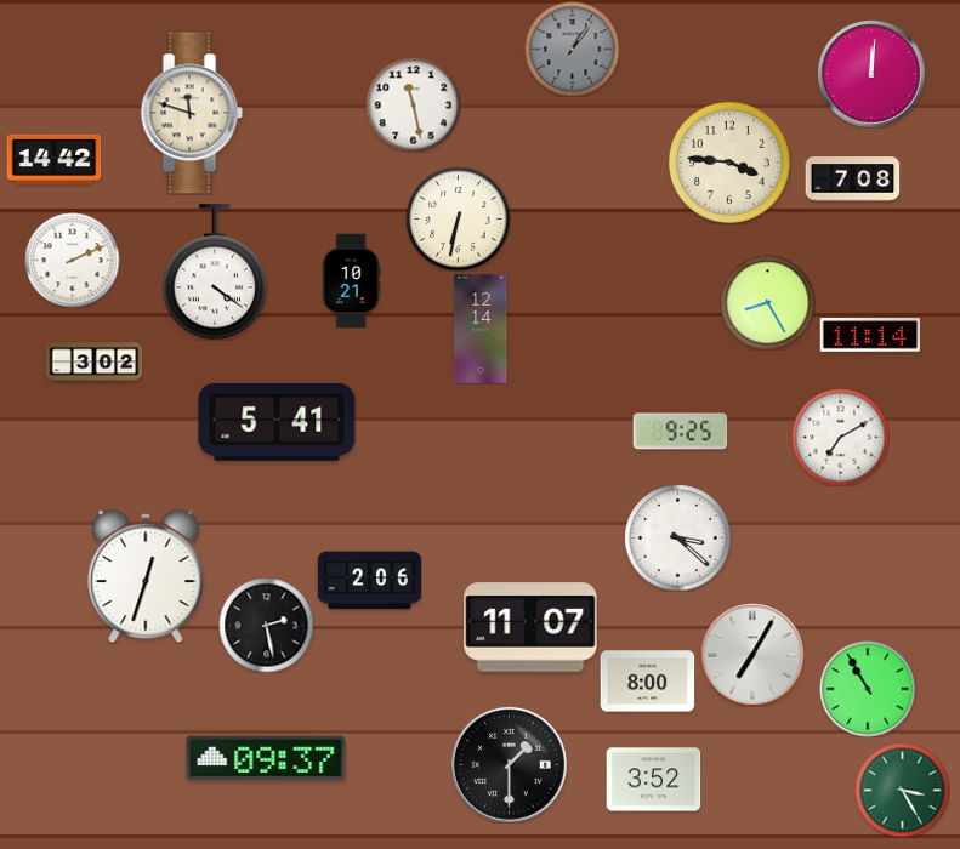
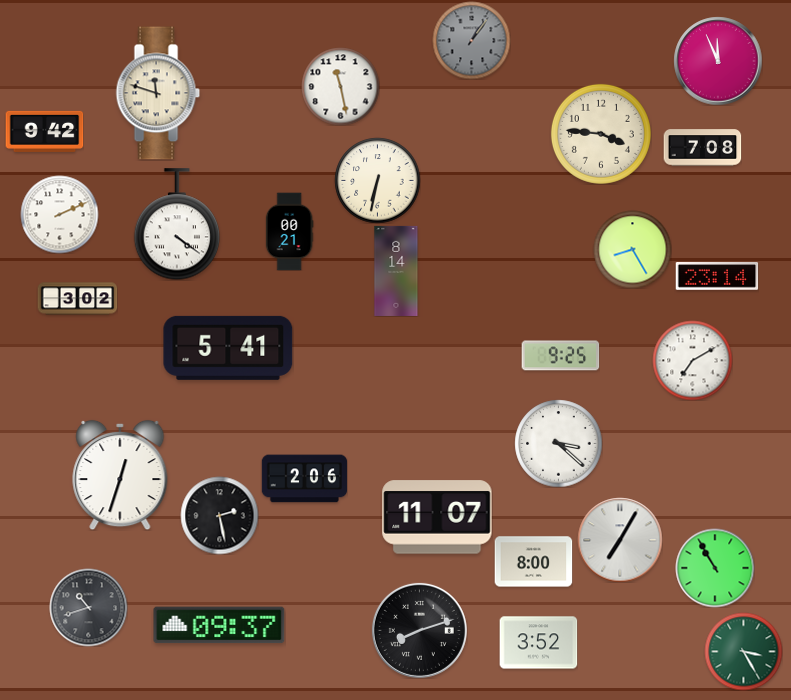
clock at (871, 74): 12:01 -> 11:56
clock at (53, 159): 14:42 -> 9:42
clock at (351, 280): 10:21 -> 00:21
clock at (481, 329): 12:14 -> 8:14
clock at (870, 335): 11:14 -> 23:14
clock at (88, 607): none -> 10:42
clock at (509, 764): 1:30 -> 8:12
